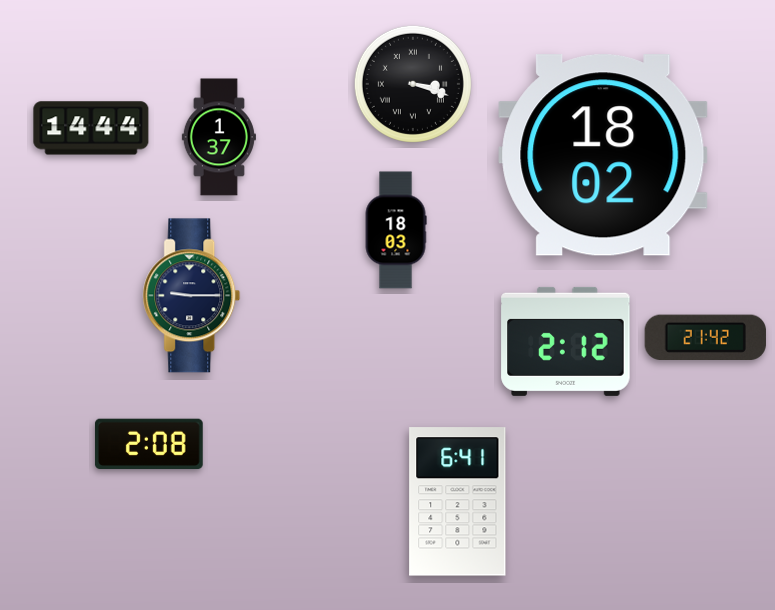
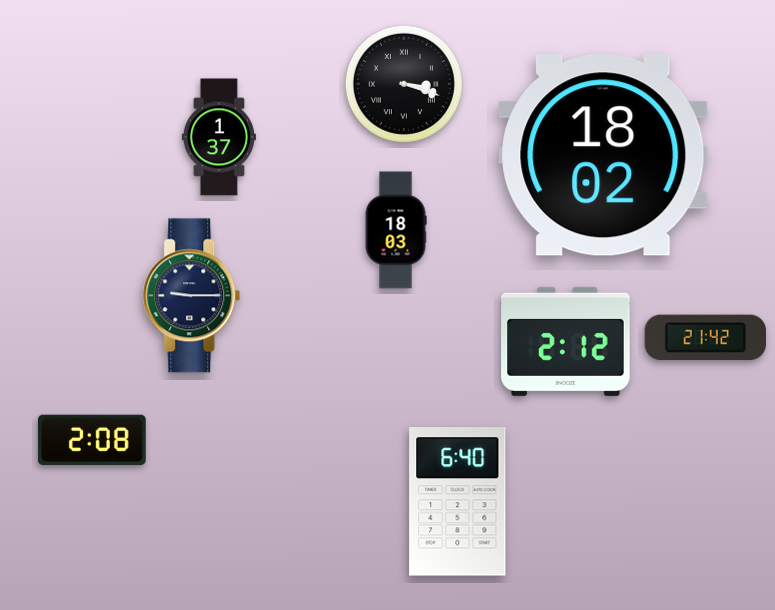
clock at (413, 84) position: (413, 84) -> (404, 84)
clock at (91, 128): 14:44 -> none
clock at (149, 444) position: (149, 444) -> (92, 440)
clock at (458, 502): 6:41 -> 6:40
